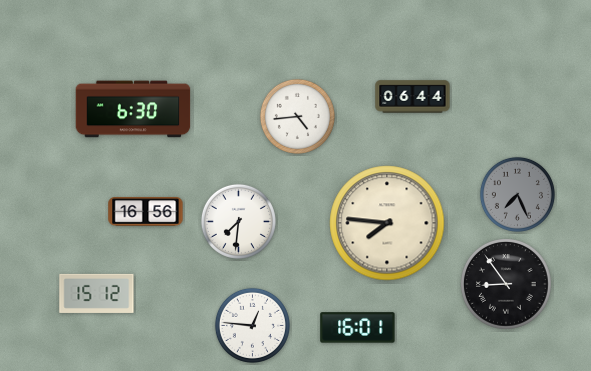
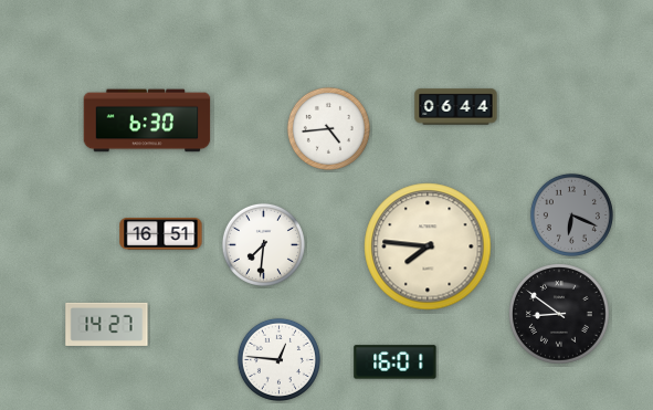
clock at (517, 194): 7:26 -> 6:19
clock at (146, 212): 16:56 -> 16:51
clock at (507, 285): 8:54 -> 8:51
clock at (97, 293): 15:12 -> 14:27
